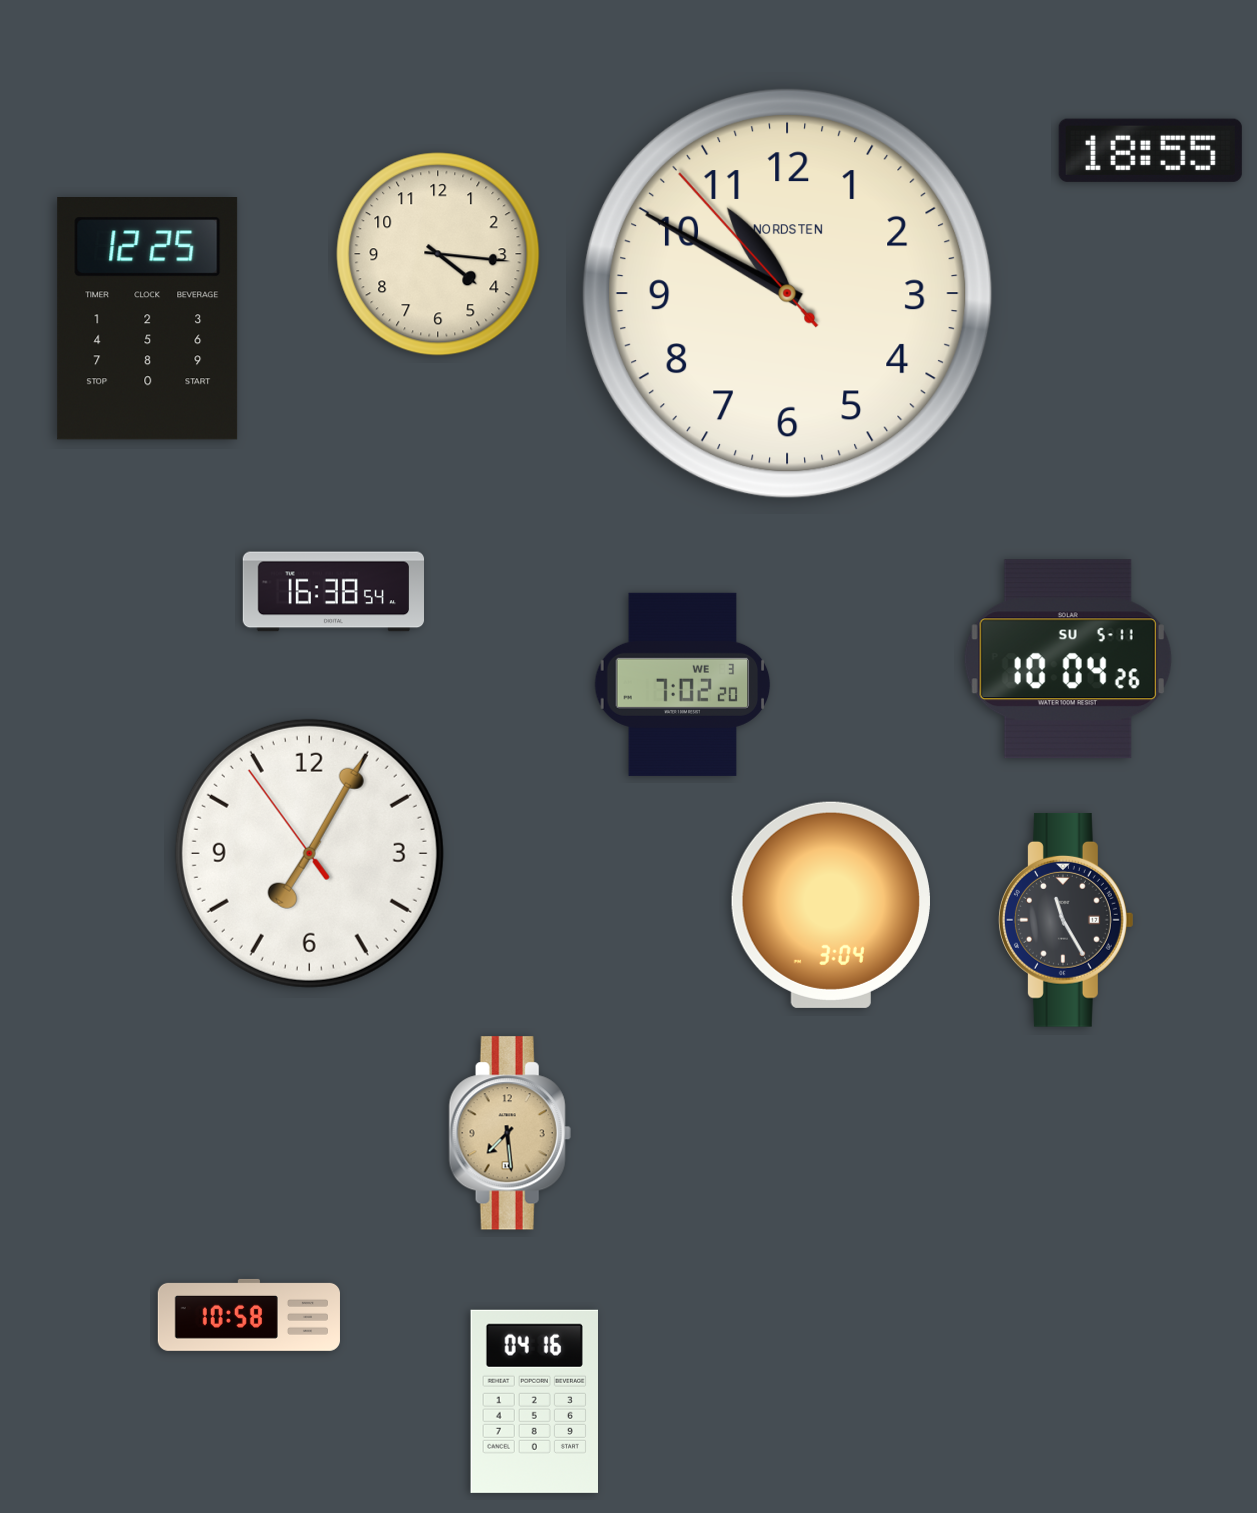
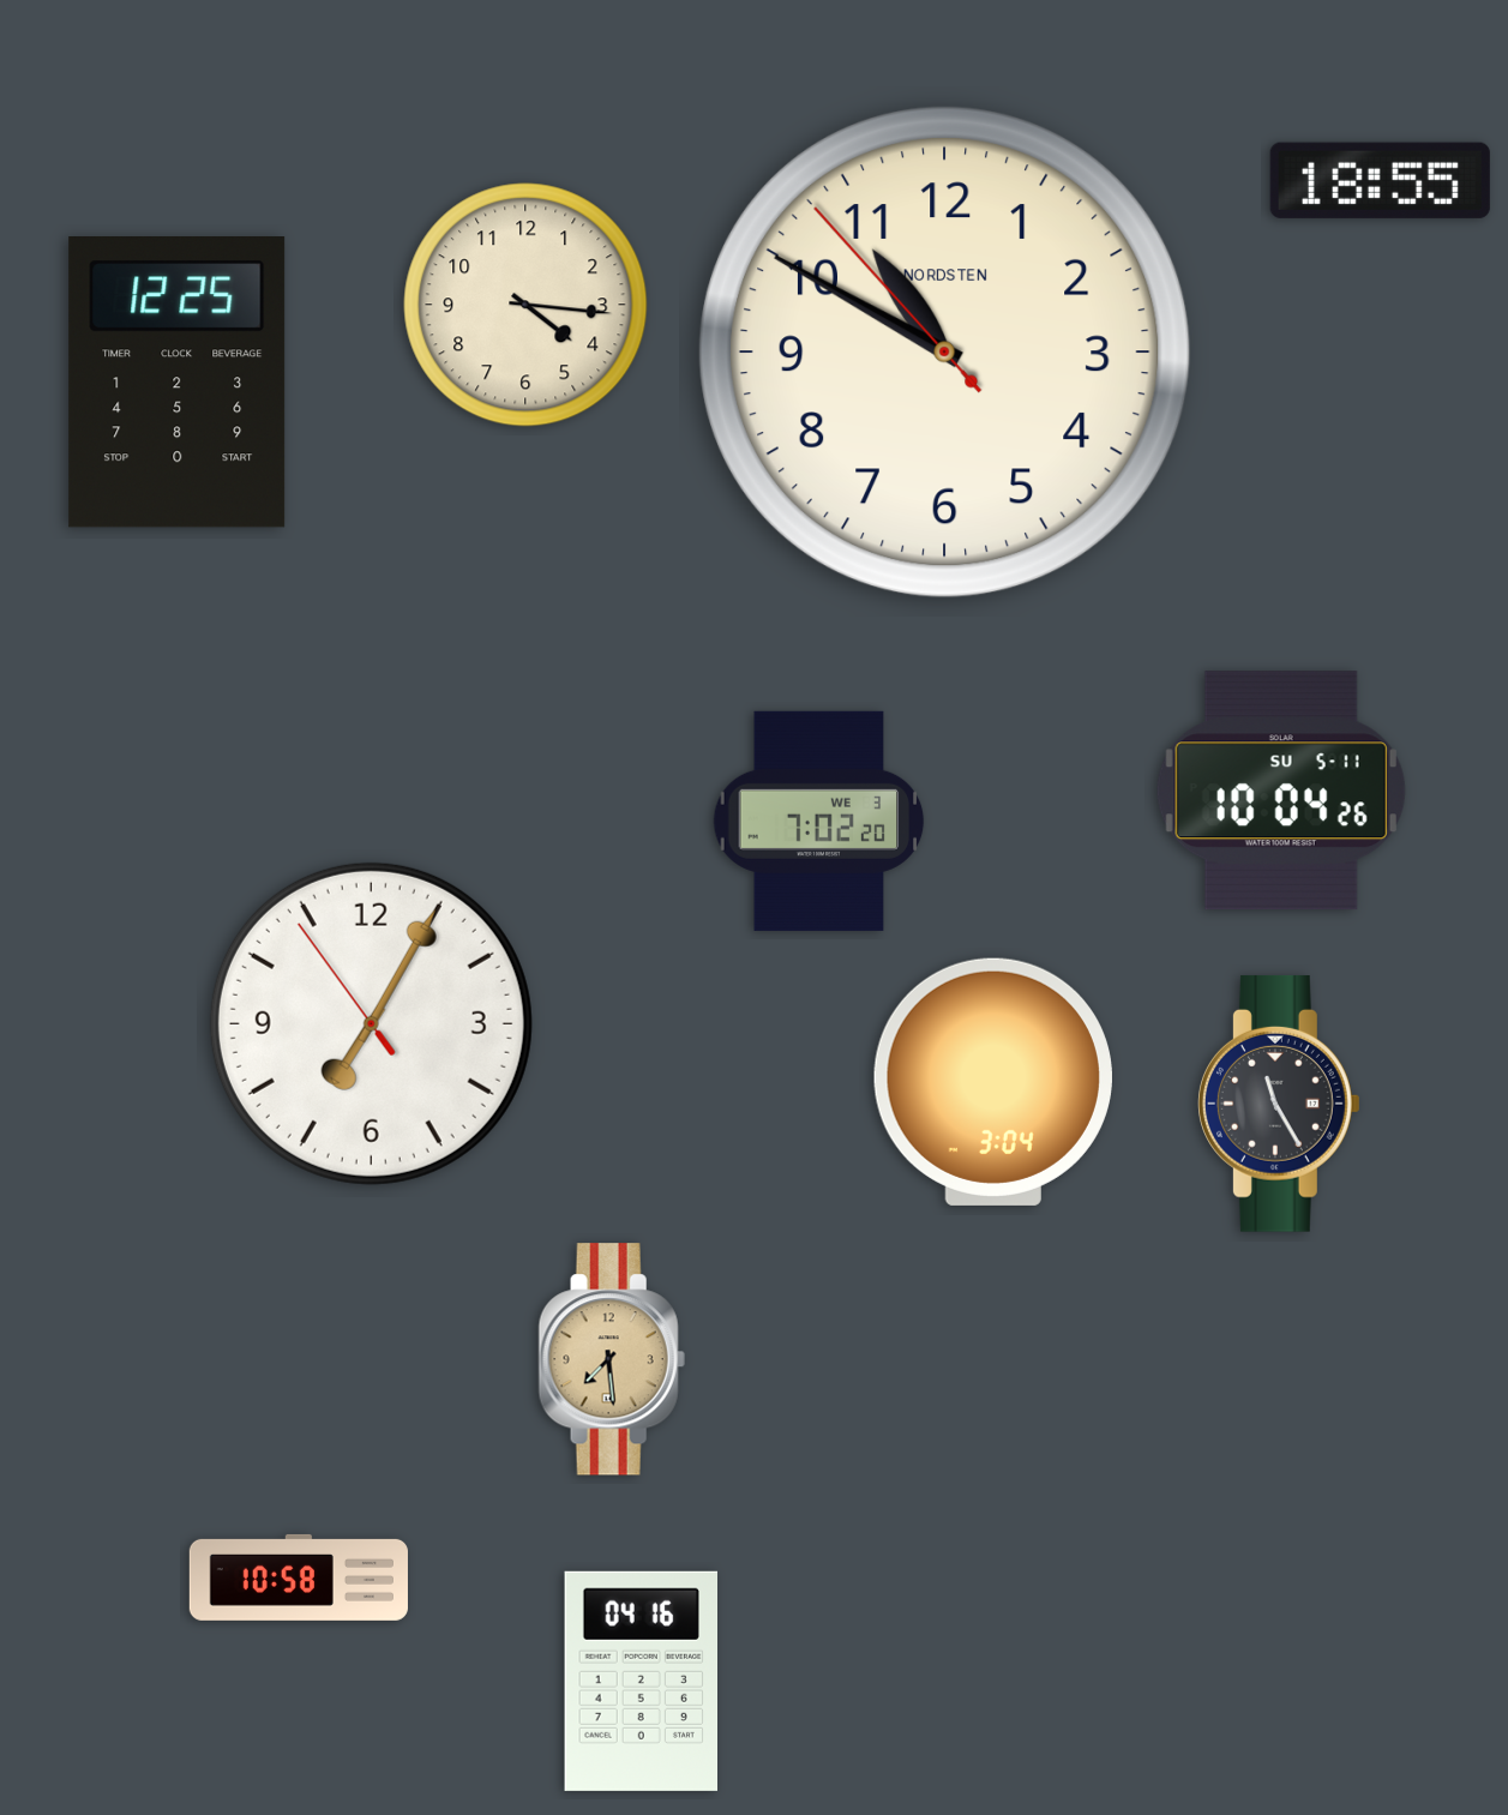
clock at (334, 592): 16:38 -> none
clock at (831, 905) position: (831, 905) -> (993, 1082)
